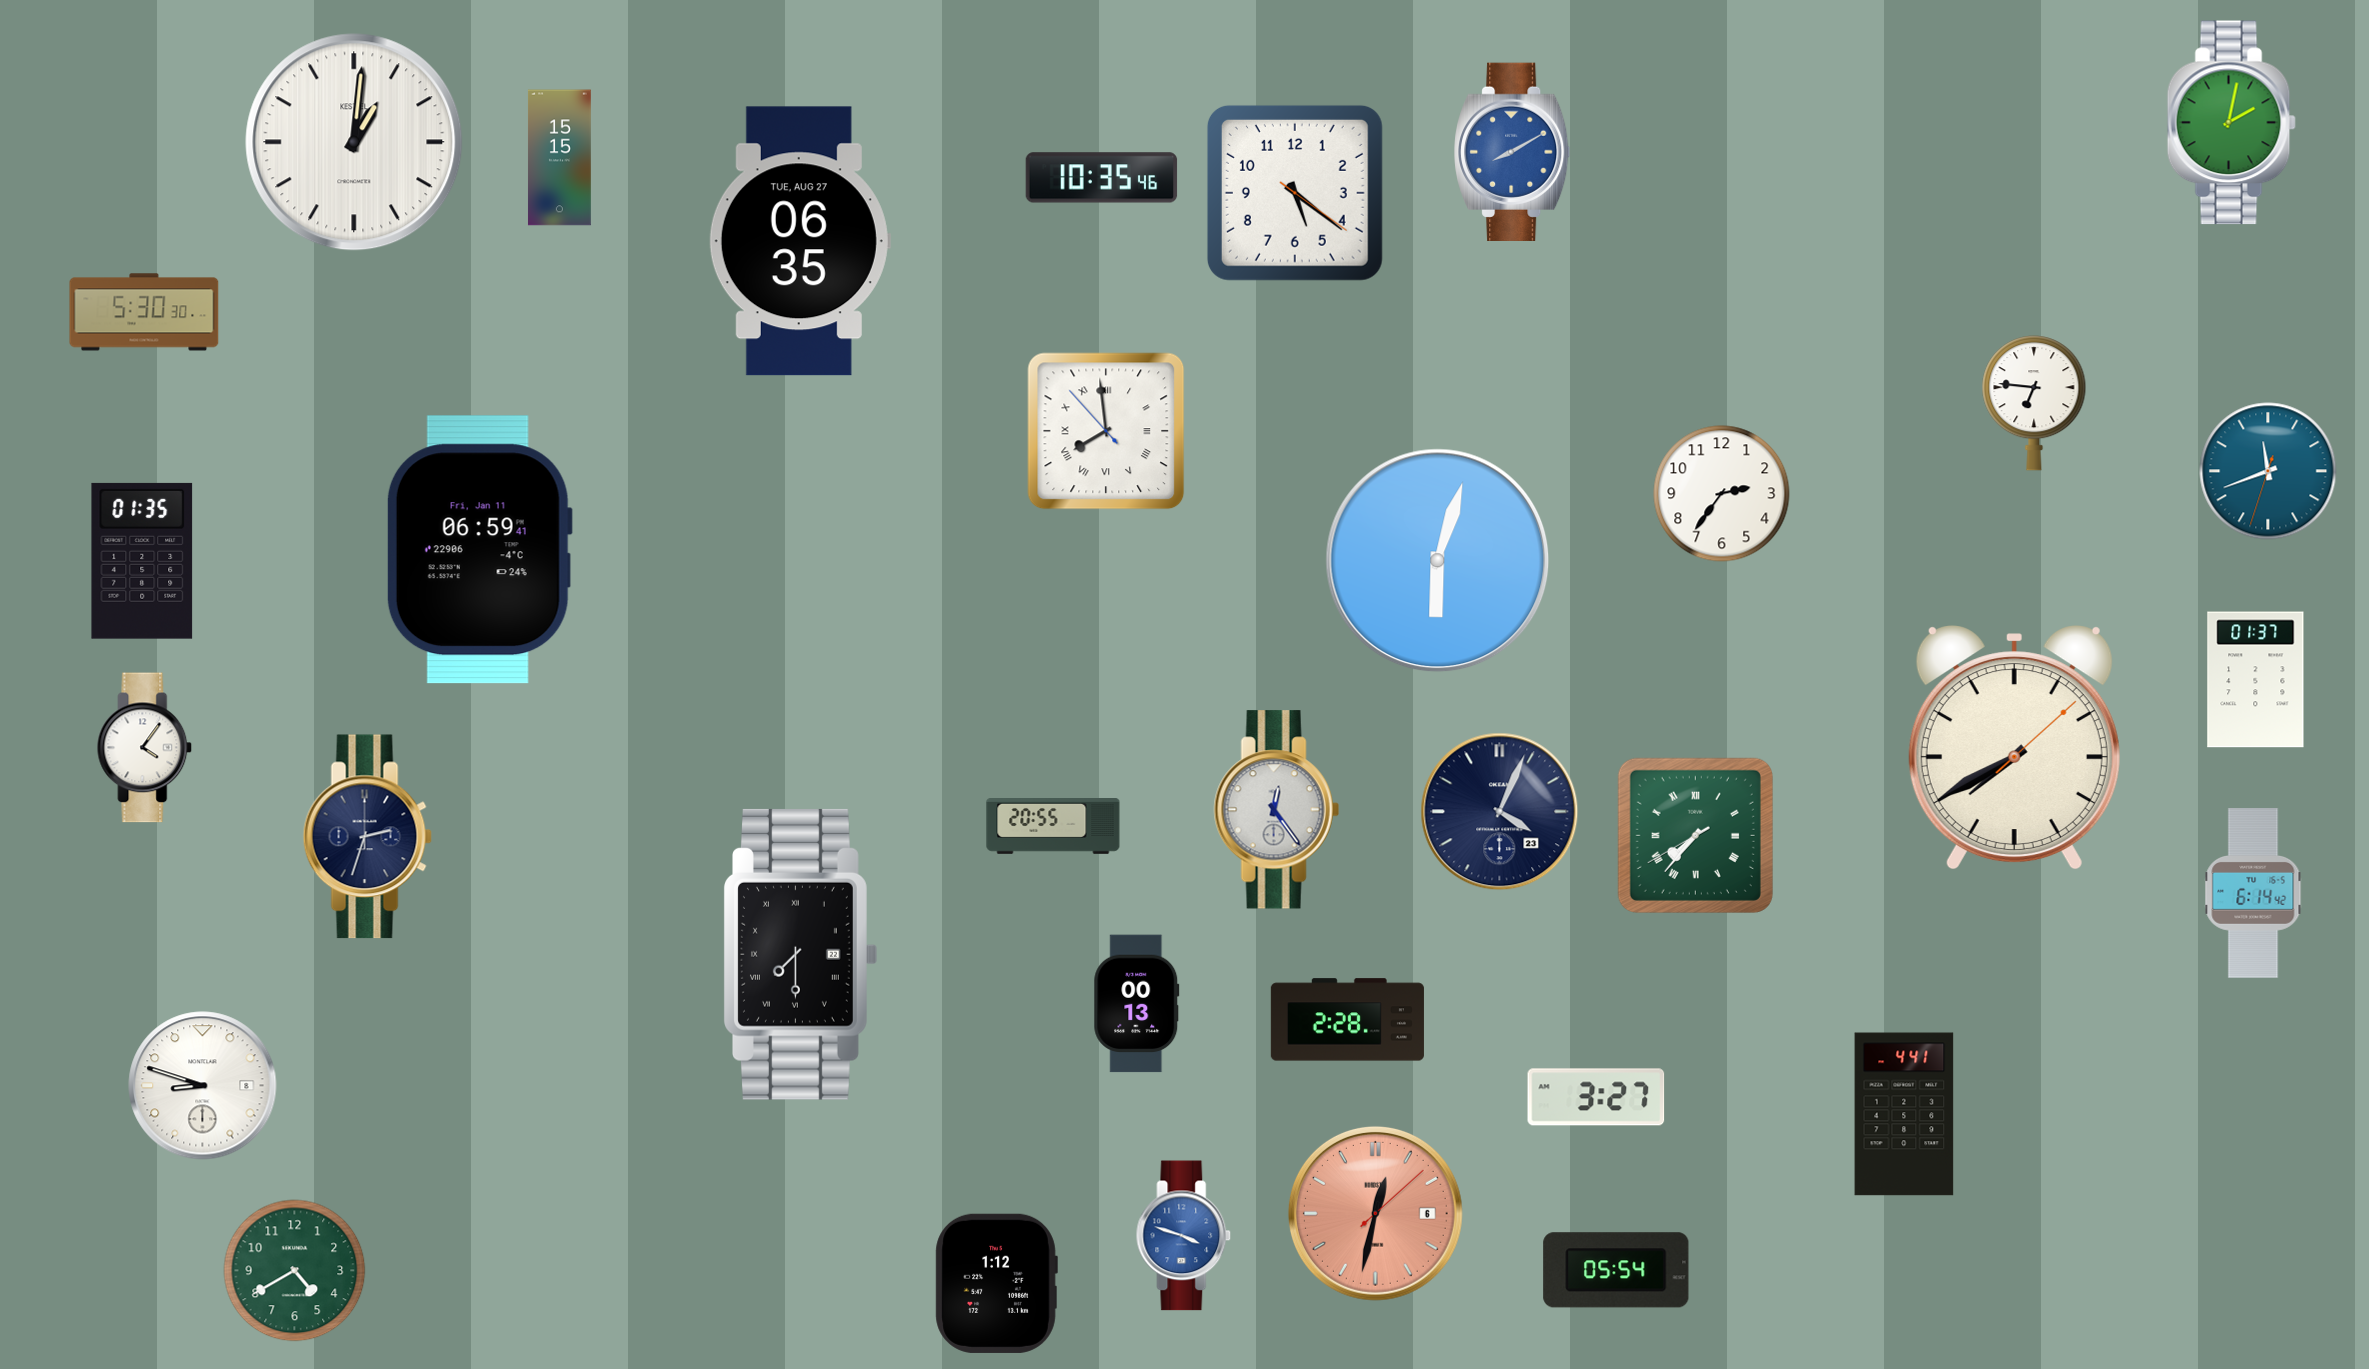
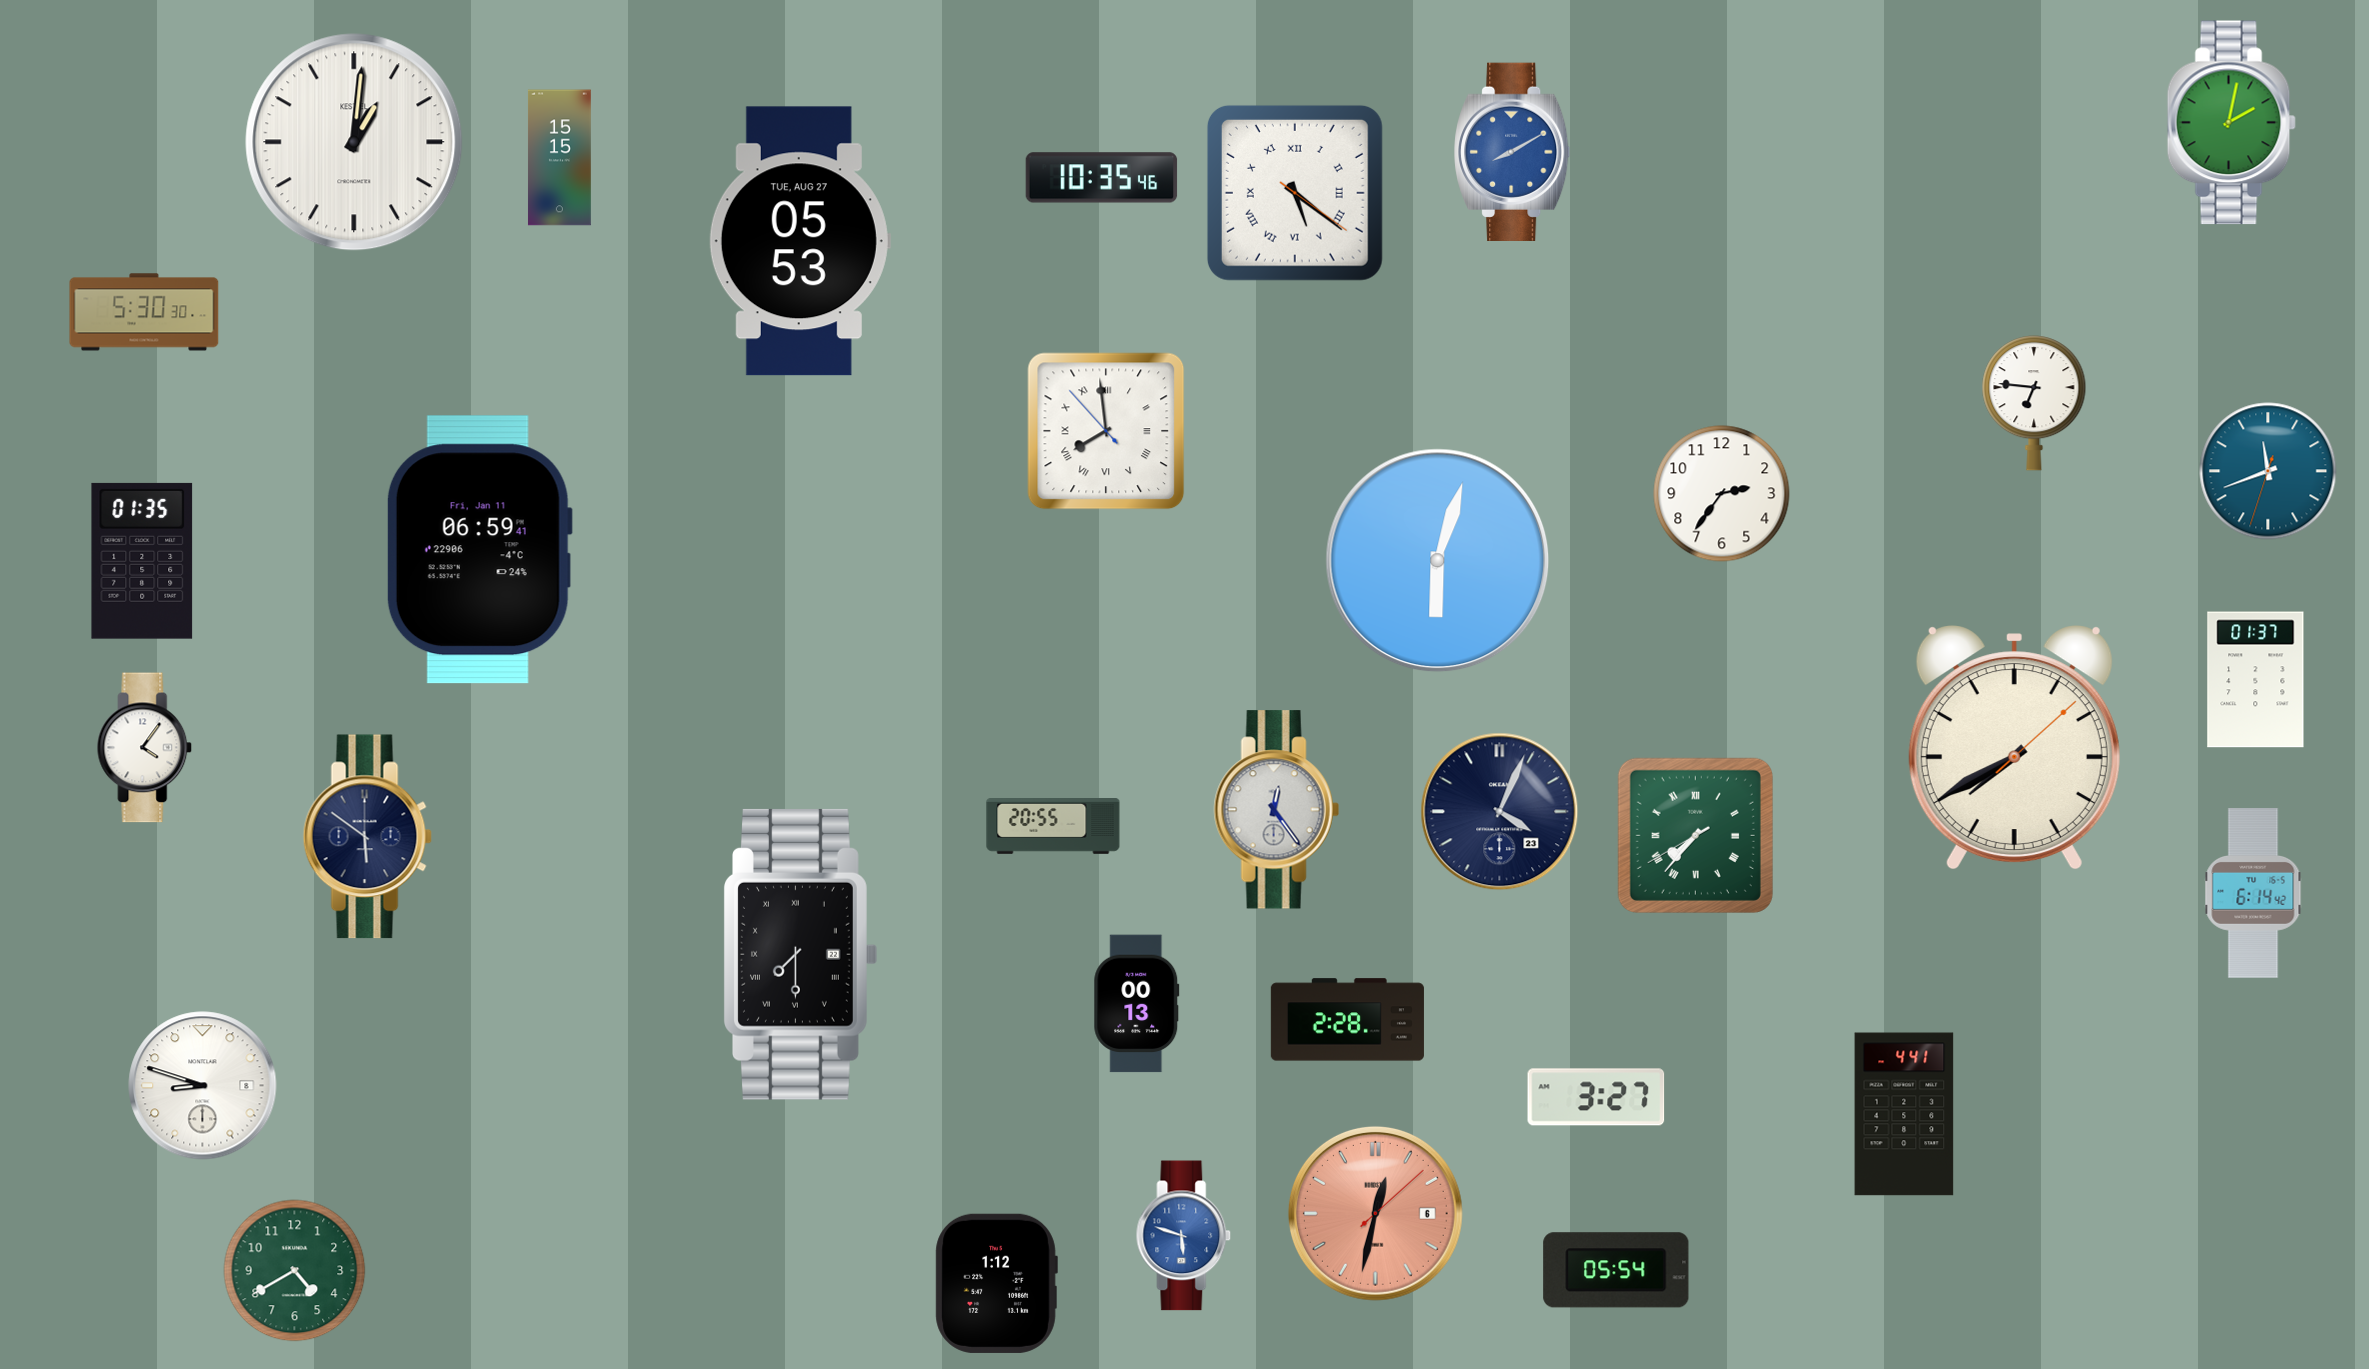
clock at (1295, 193) numerals: Arabic -> Roman
clock at (800, 241): 06:35 -> 05:53
clock at (367, 837): 2:33 -> 5:51
clock at (1184, 1236): 3:48 -> 5:48
